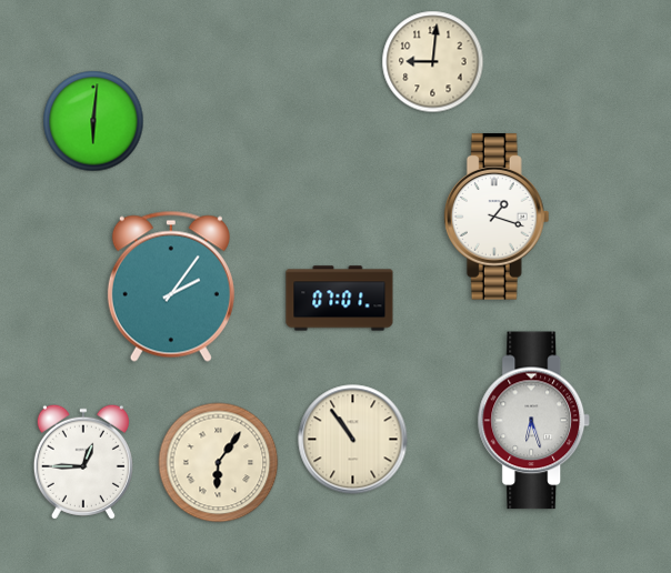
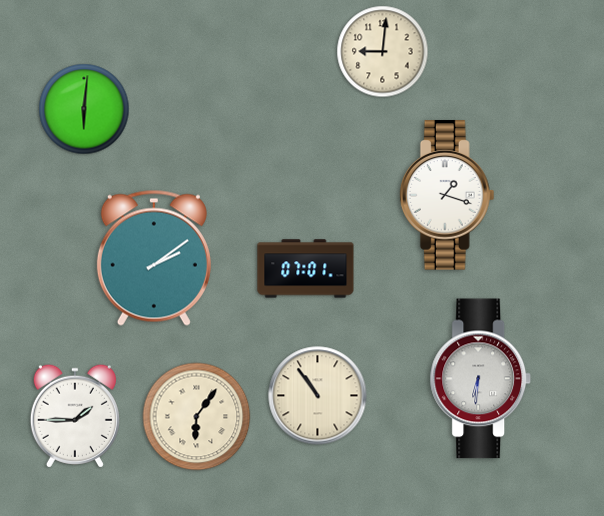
clock at (433, 62) position: (433, 62) -> (383, 52)
clock at (171, 286): 2:06 -> 2:09
clock at (534, 421): 6:27 -> 6:31
clock at (83, 462): 12:45 -> 1:45
